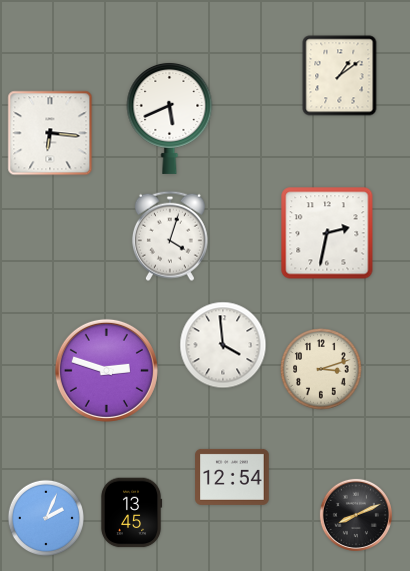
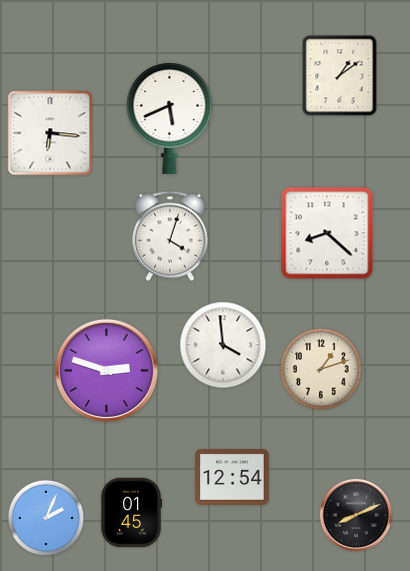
clock at (327, 233): 2:32 -> 8:22
clock at (321, 369): 3:12 -> 1:12
clock at (131, 513): 13:45 -> 01:45
